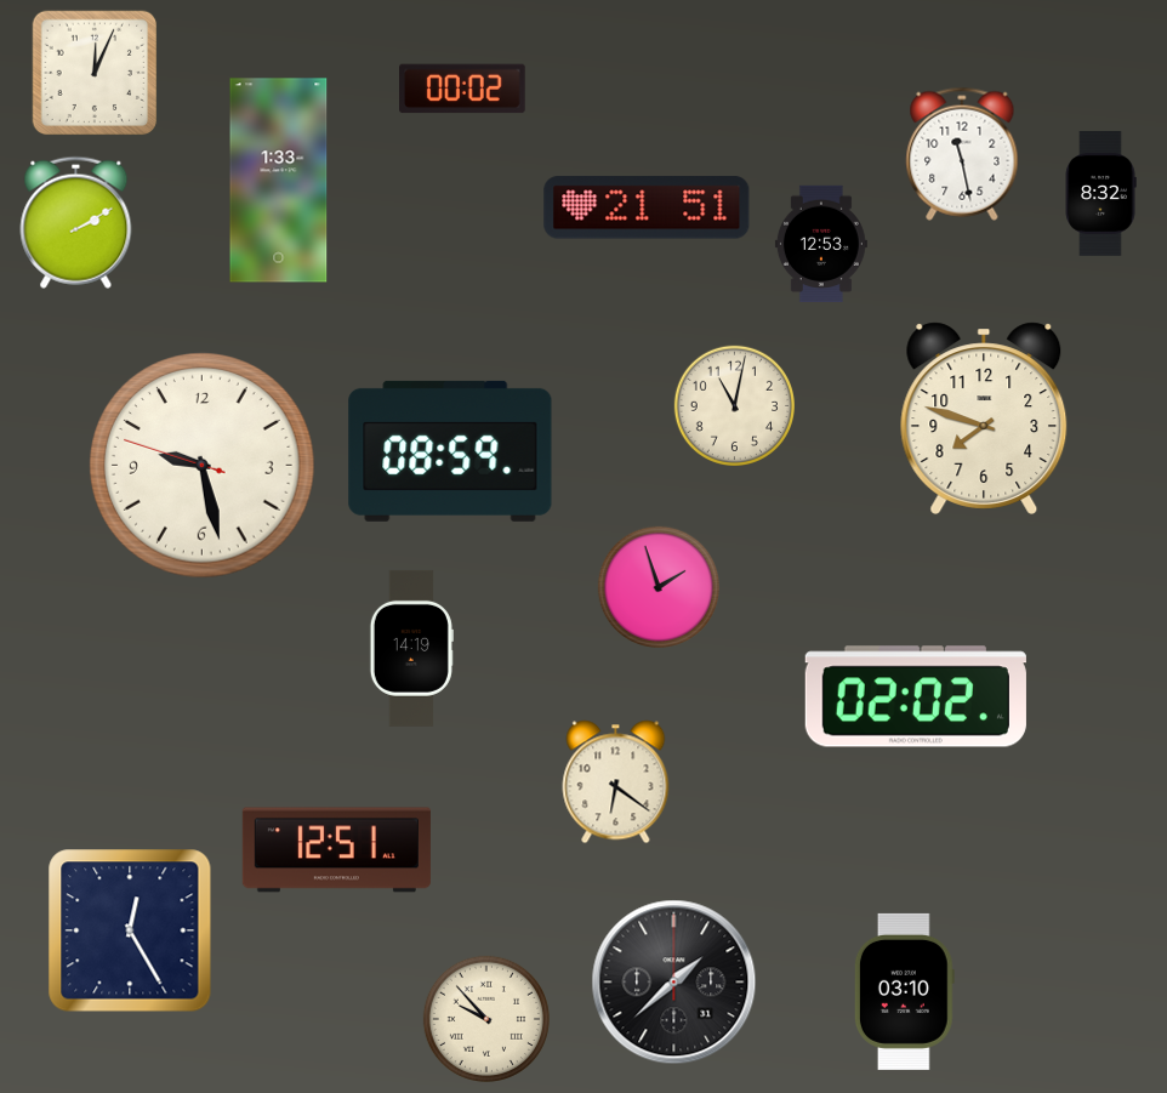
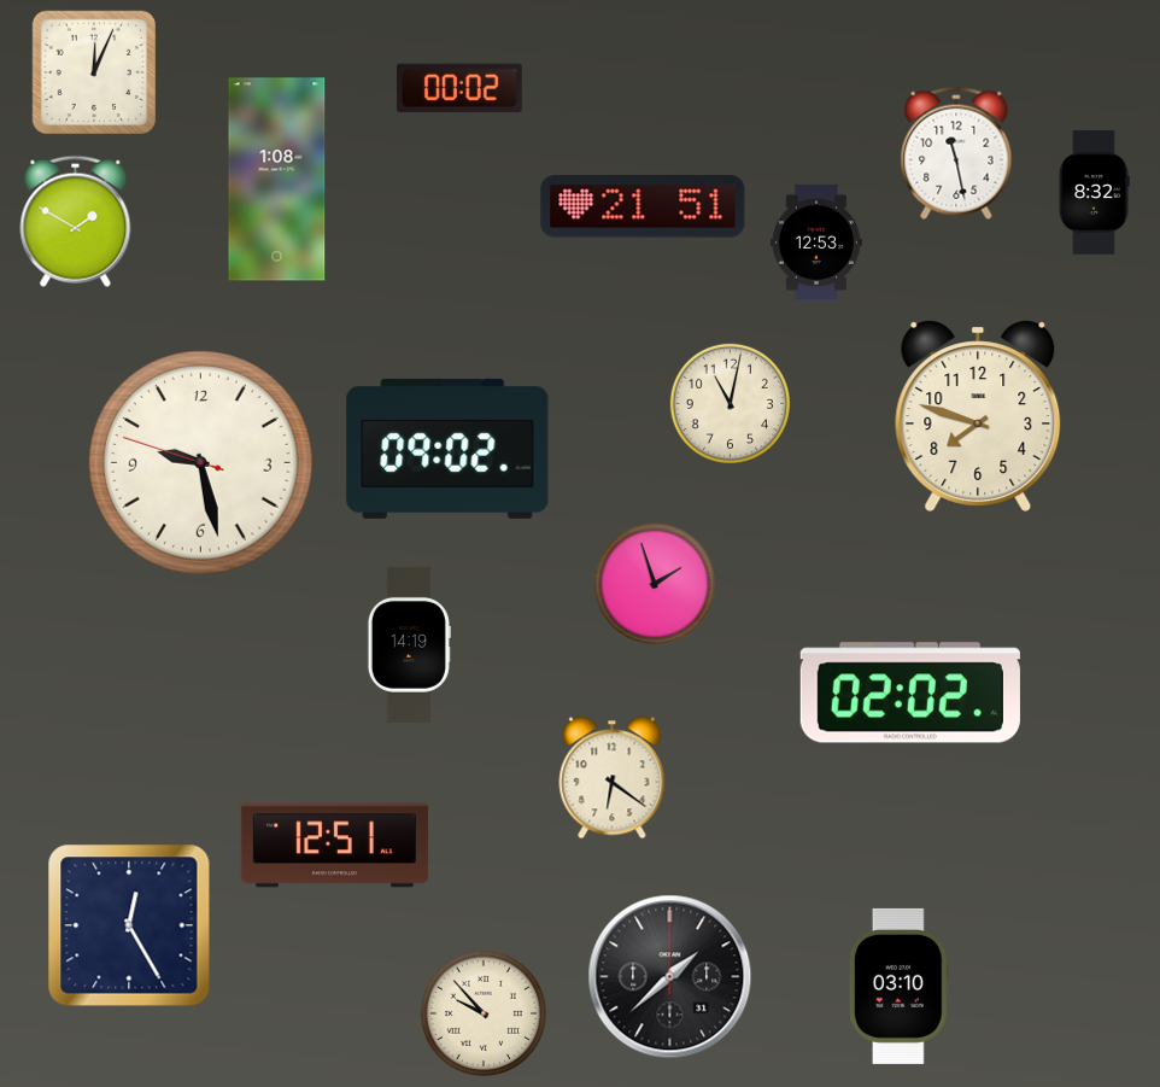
clock at (279, 181): 1:33 -> 1:08
clock at (76, 222): 2:10 -> 1:50
clock at (450, 451): 08:59 -> 09:02
